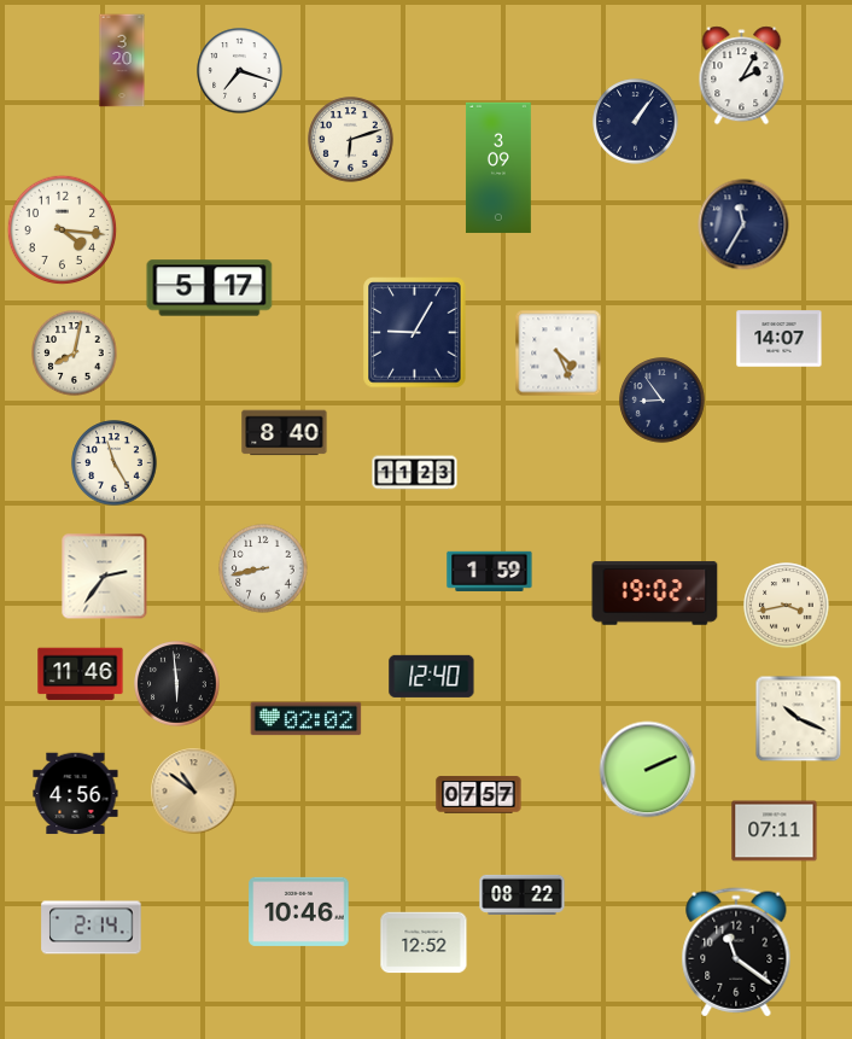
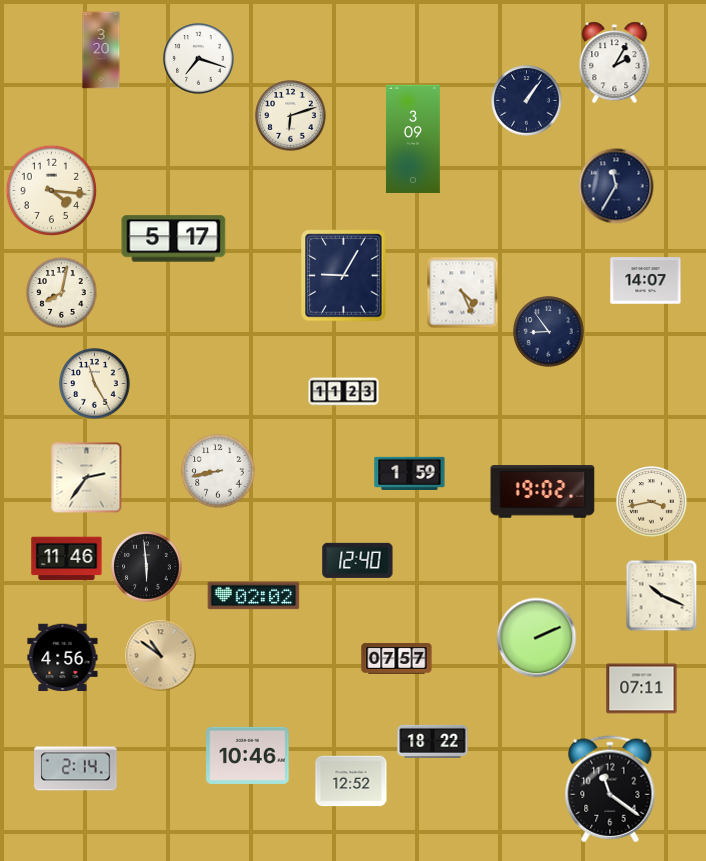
clock at (285, 433): 8:40 -> none
clock at (490, 571) position: (490, 571) -> (410, 473)
clock at (523, 894): 08:22 -> 18:22
